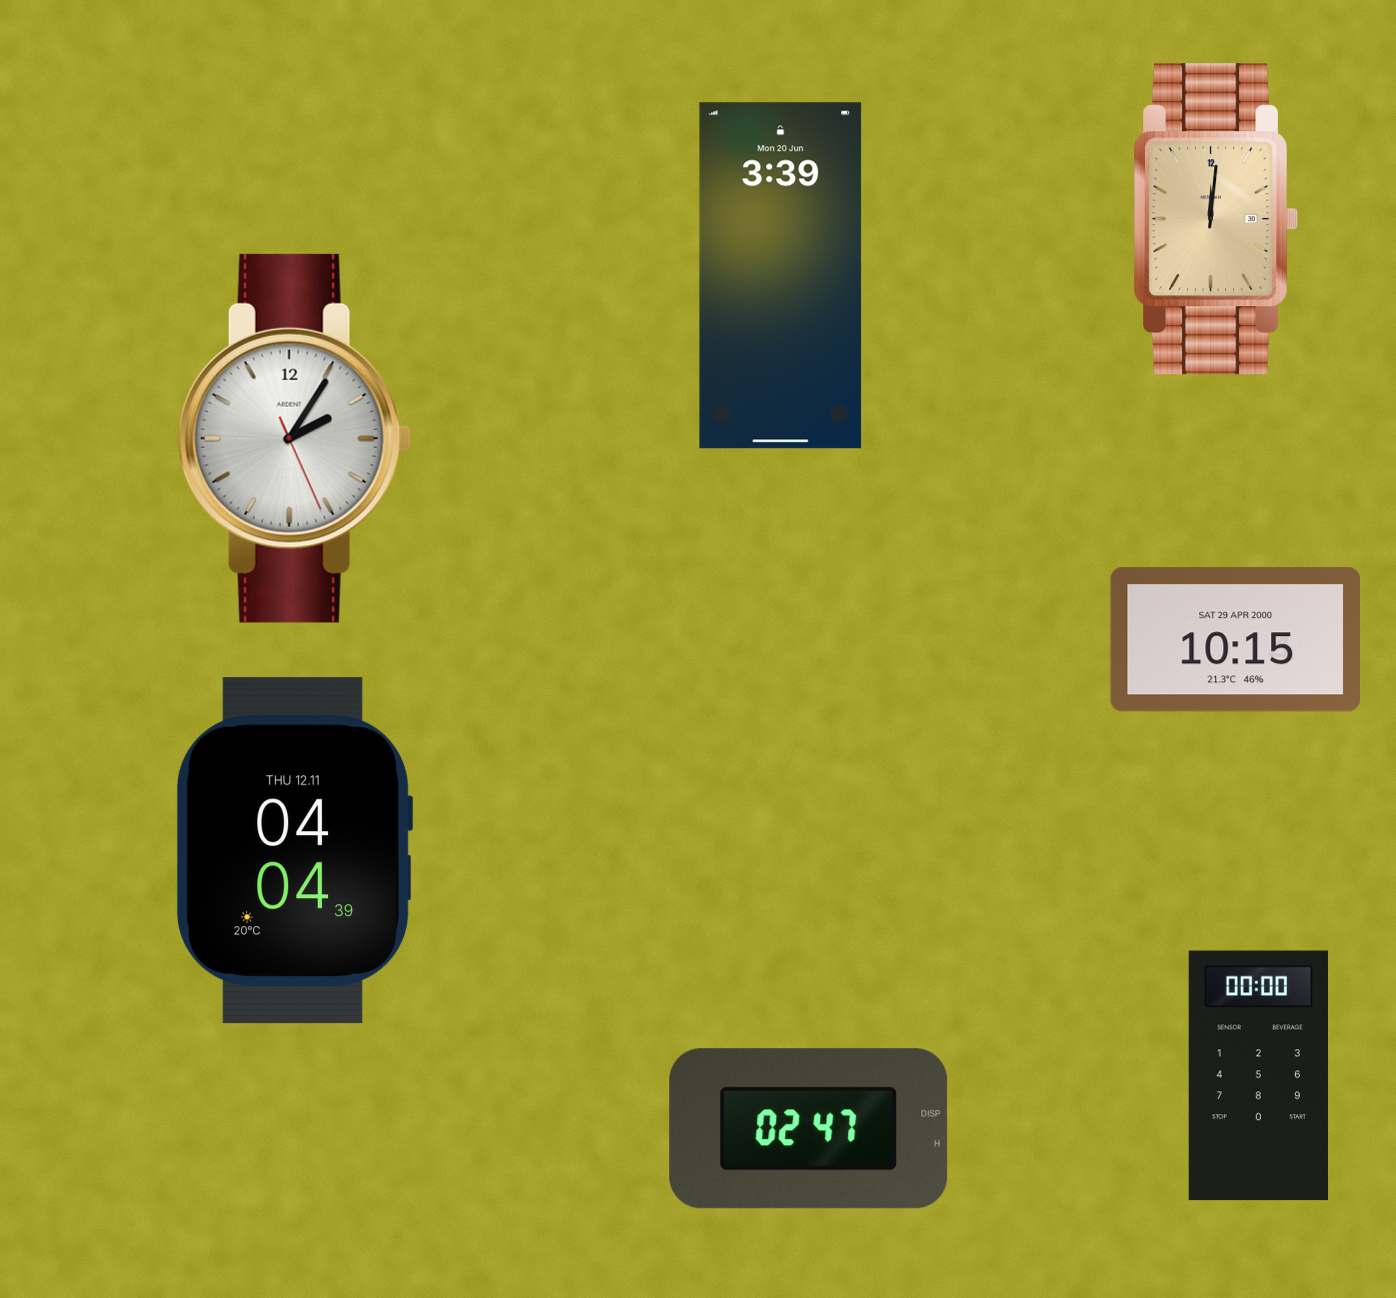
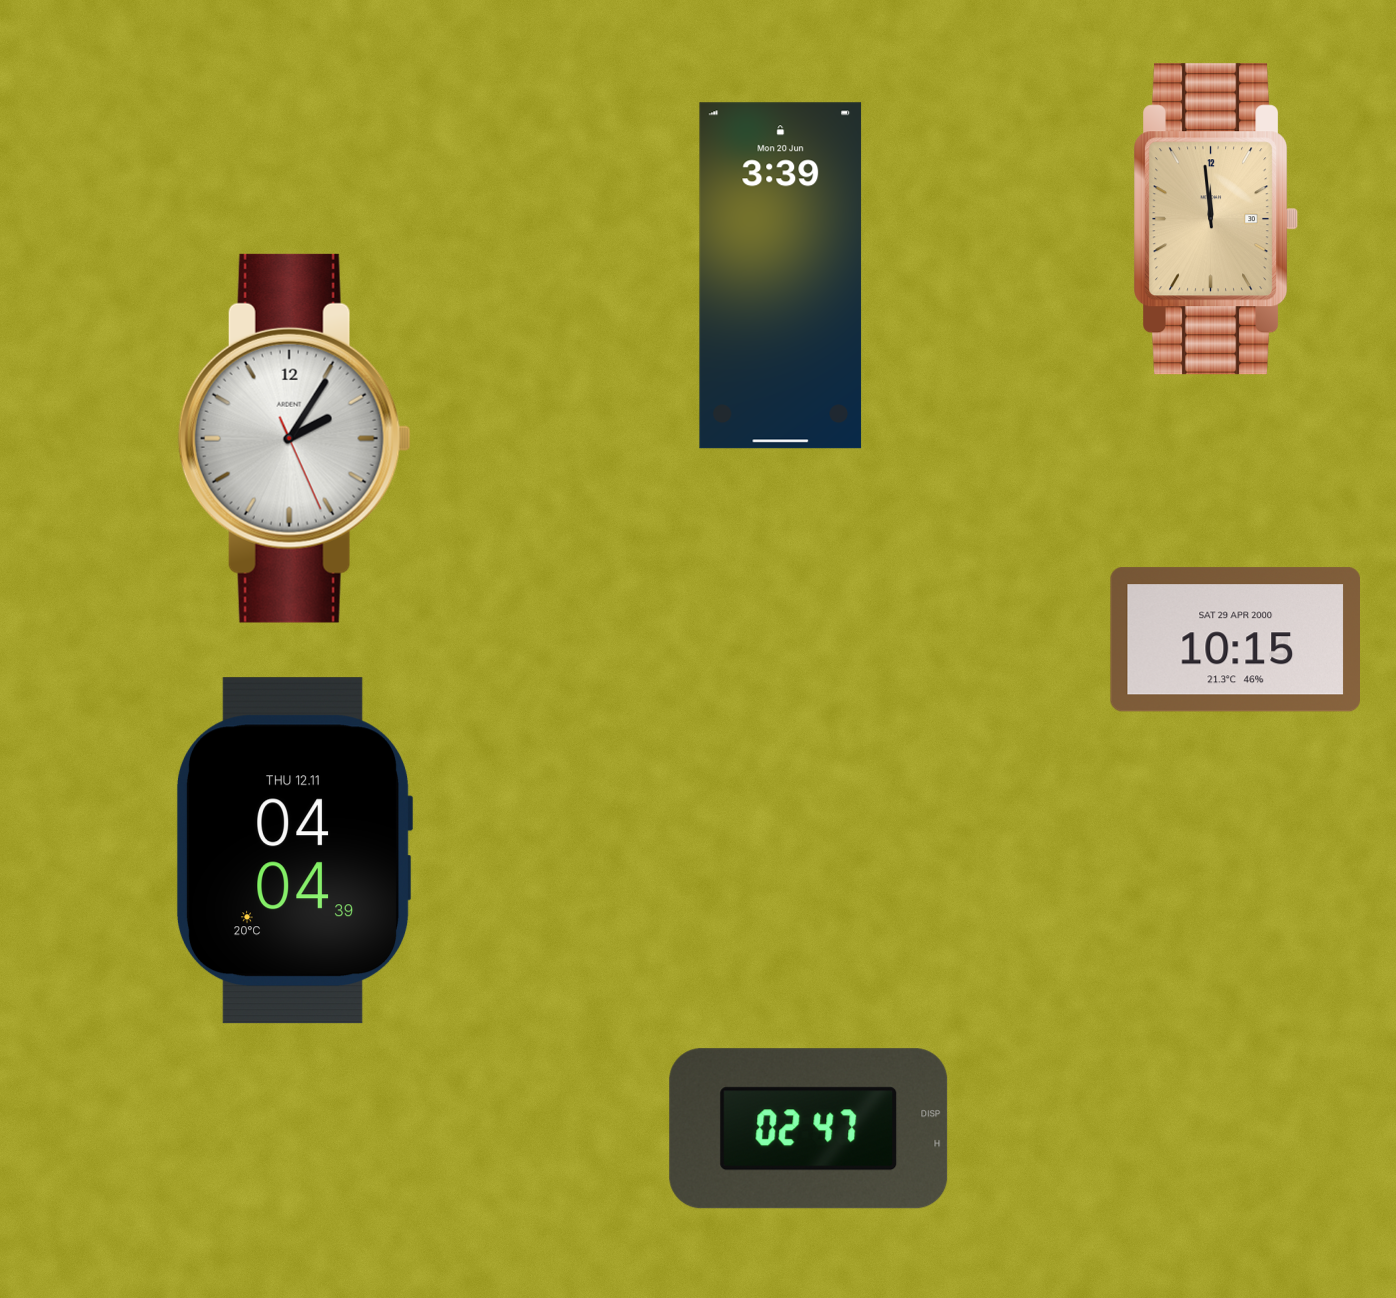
clock at (1216, 219): 12:01 -> 11:59
clock at (1258, 1076): 00:00 -> none
